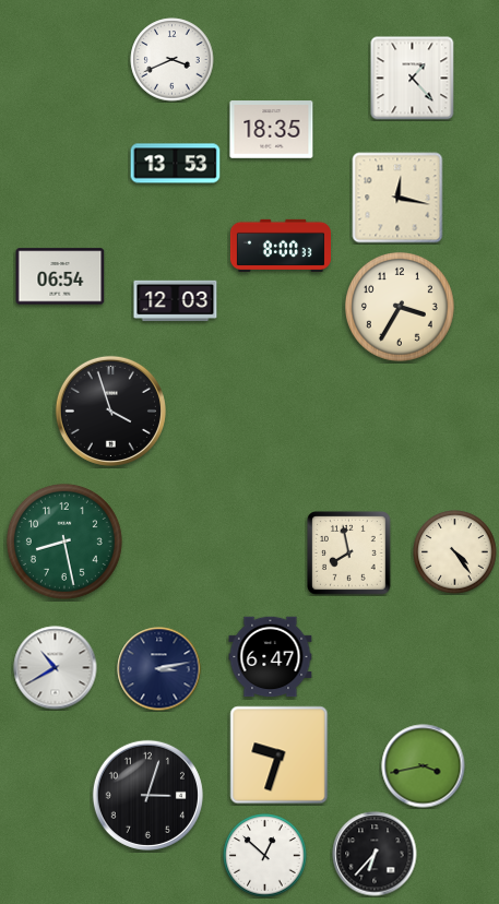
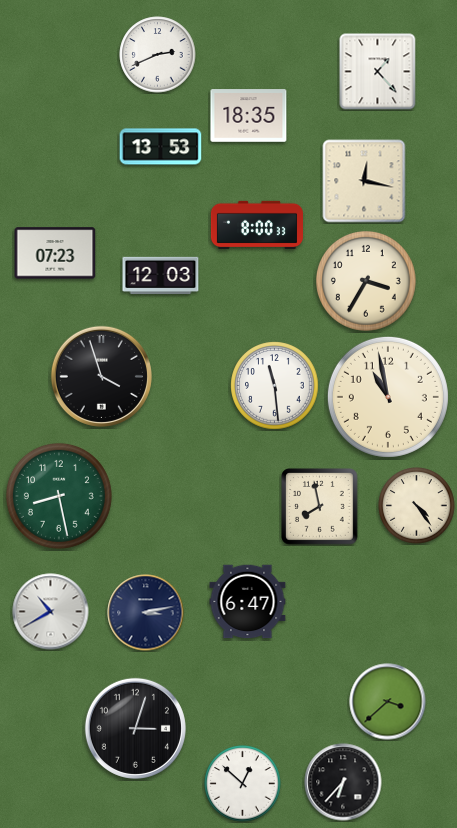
clock at (173, 60): 3:41 -> 2:41
clock at (272, 130) position: (272, 130) -> (249, 116)
clock at (176, 164) position: (176, 164) -> (161, 147)
clock at (60, 276): 06:54 -> 07:23
clock at (275, 386): none -> 11:29
clock at (388, 397): none -> 10:58
clock at (280, 756): 9:33 -> none
clock at (424, 766): 3:43 -> 3:38
